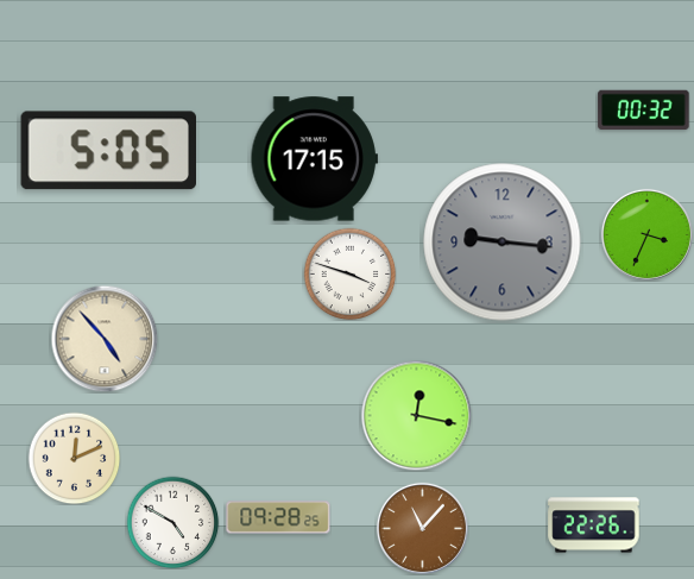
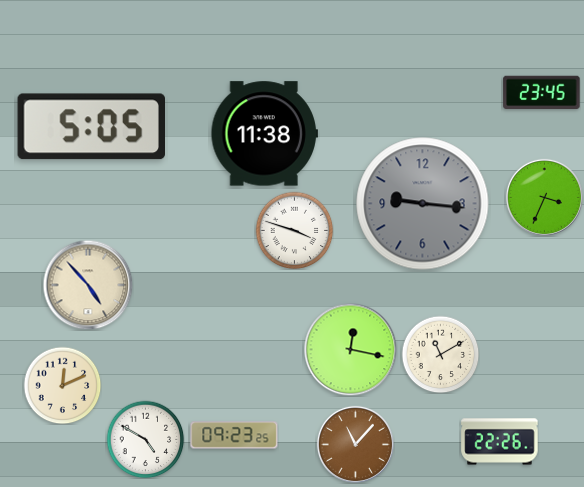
clock at (644, 111): 00:32 -> 23:45
clock at (314, 159): 17:15 -> 11:38
clock at (440, 354): none -> 11:10
clock at (278, 517): 09:28 -> 09:23
